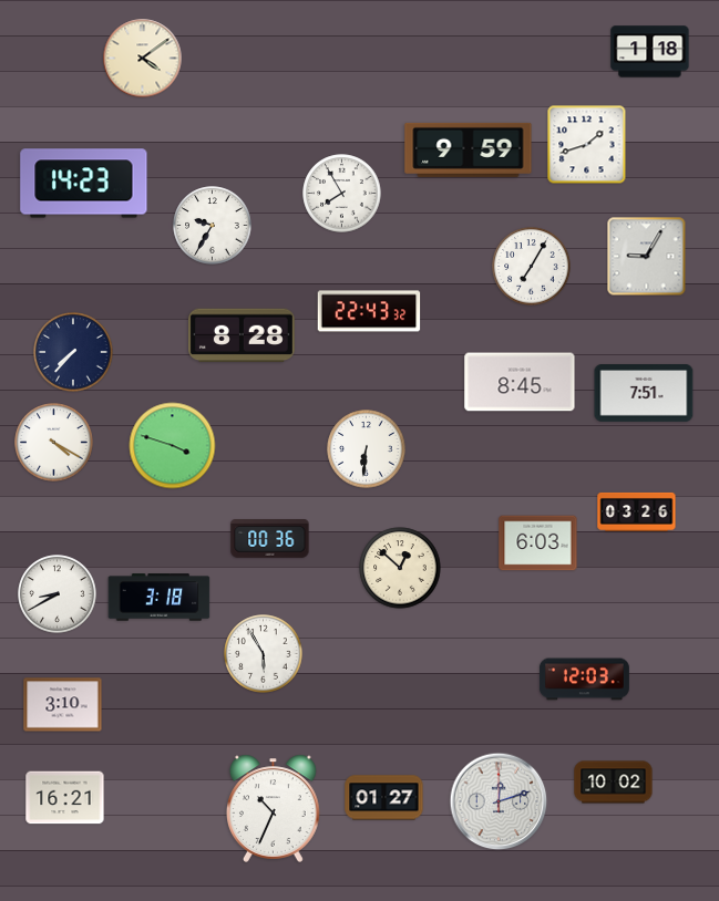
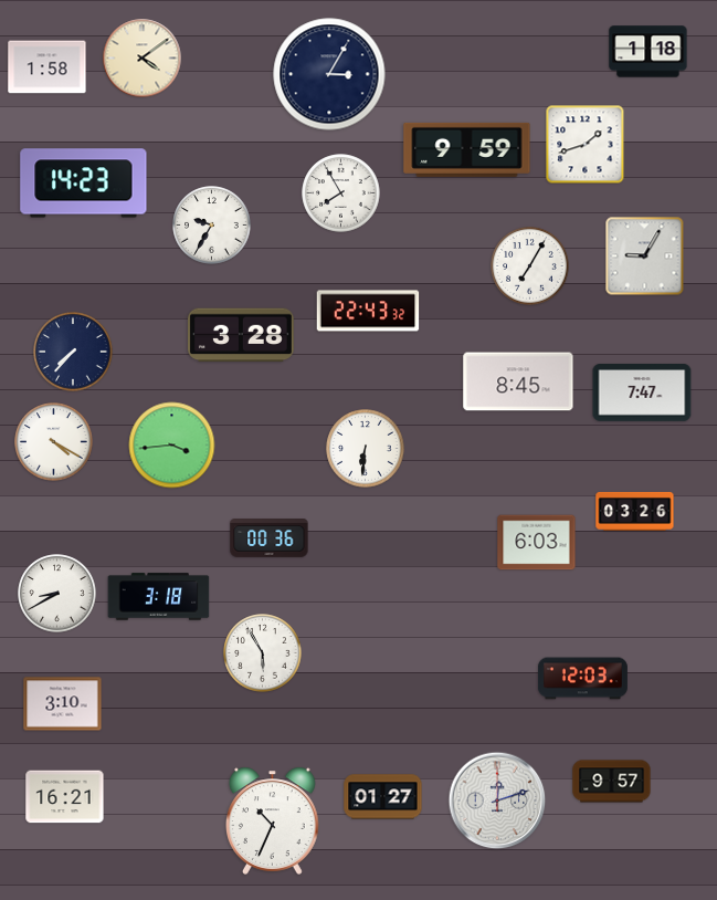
clock at (48, 67): none -> 1:58
clock at (329, 74): none -> 3:05
clock at (242, 335): 8:28 -> 3:28
clock at (644, 394): 7:51 -> 7:47
clock at (173, 446): 3:48 -> 3:44
clock at (400, 568): 12:52 -> none
clock at (614, 783): 10:02 -> 9:57
clock at (274, 808) position: (274, 808) -> (273, 820)
